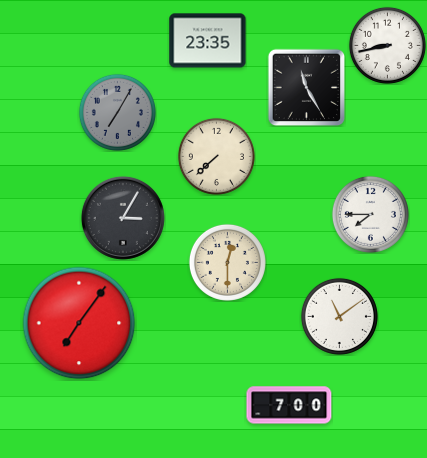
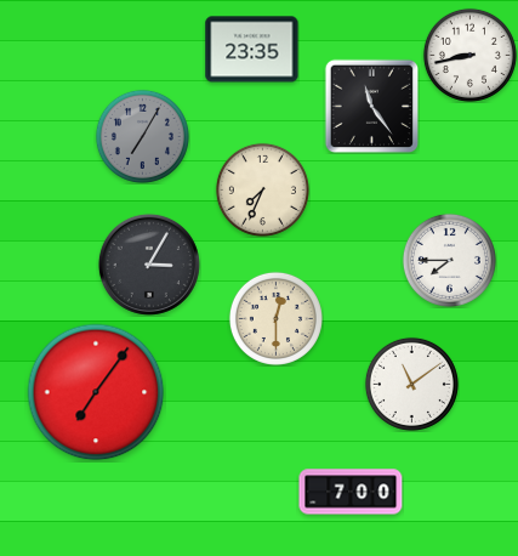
clock at (306, 87): 11:25 -> 11:24
clock at (216, 156): 7:38 -> 7:34
